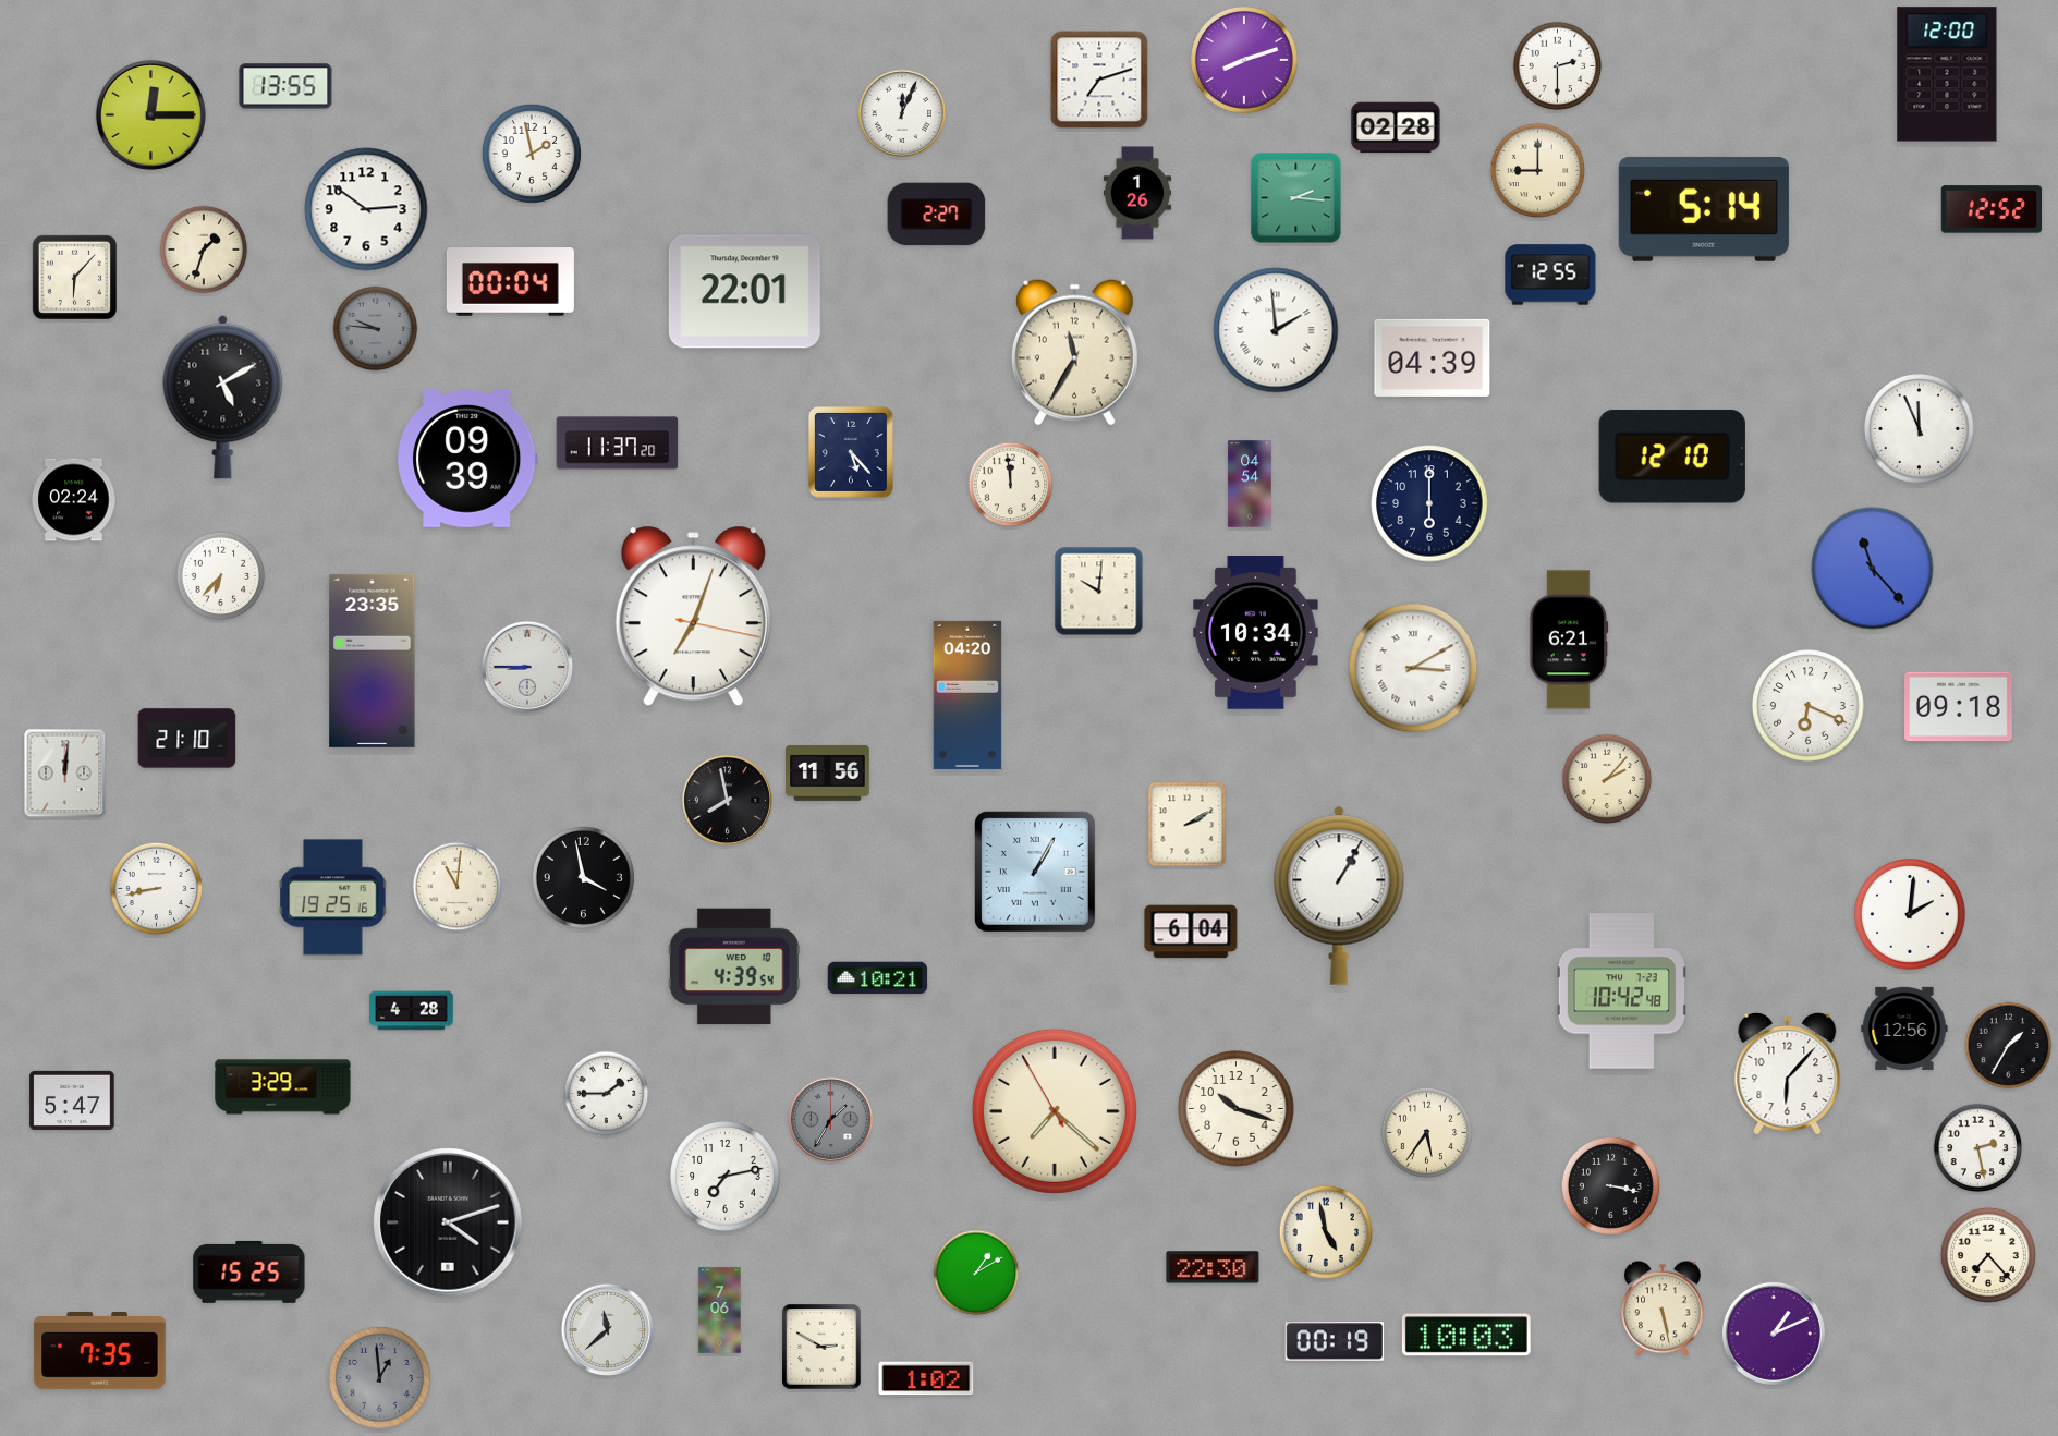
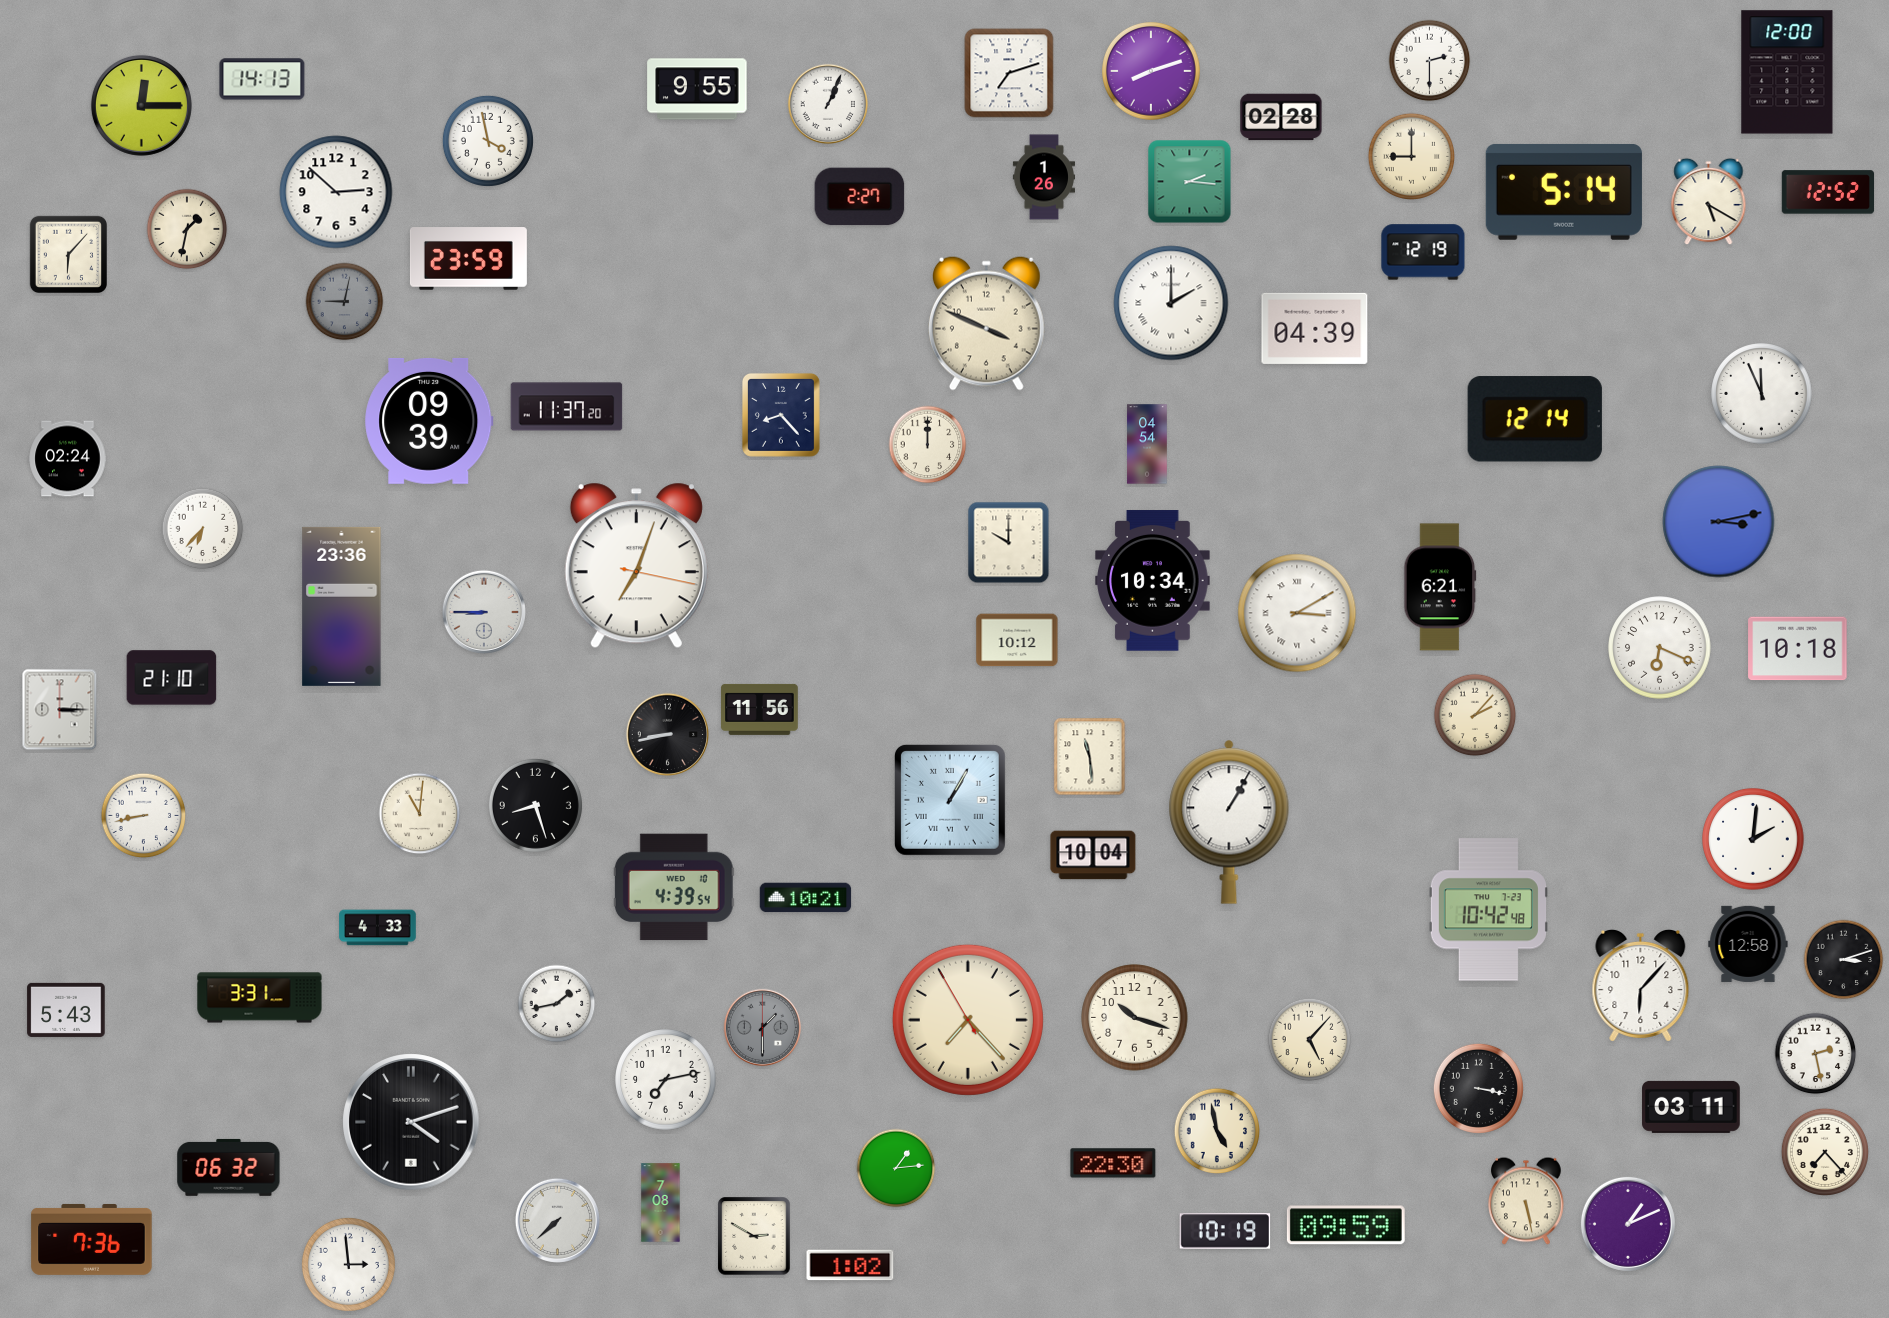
clock at (1245, 61) position: (1245, 61) -> (1152, 72)
clock at (1947, 74) position: (1947, 74) -> (1787, 72)
clock at (285, 86): 13:55 -> 14:13
clock at (697, 89): none -> 9:55
clock at (901, 112): 12:04 -> 1:04
clock at (150, 114) position: (150, 114) -> (141, 105)
clock at (532, 154): 1:58 -> 3:58
clock at (366, 209): 2:51 -> 2:52
clock at (1709, 202): none -> 5:20
clock at (204, 250): 1:33 -> 1:32
clock at (1550, 275): 12:55 -> 12:19
clock at (510, 282): 00:04 -> 23:59
clock at (744, 292): 22:01 -> none
clock at (376, 329): 9:46 -> 9:02
clock at (1276, 330): 1:59 -> 2:00
clock at (1074, 352): 11:35 -> 3:49
clock at (223, 397): 5:10 -> none
clock at (851, 452): 5:23 -> 8:23
clock at (1672, 457): 12:10 -> 12:14
clock at (1011, 485): 11:59 -> 12:00
clock at (1429, 503): 6:00 -> none
clock at (1873, 569): 11:23 -> 3:13
clock at (1099, 592): 10:01 -> 10:00
clock at (373, 660): 23:35 -> 23:36
clock at (967, 695): 04:20 -> none
clock at (1017, 640): none -> 10:12
clock at (1959, 707): 09:18 -> 10:18
clock at (65, 774): 12:01 -> 3:15
clock at (727, 800): 7:58 -> 8:43
clock at (1188, 825): 2:10 -> 11:29
clock at (583, 877): 3:58 -> 8:27
clock at (333, 898): 19:25 -> none
clock at (1191, 932): 6:04 -> 10:04
clock at (412, 1011): 4:28 -> 4:33
clock at (1904, 1029): 12:56 -> 12:58
clock at (2009, 1046): 1:35 -> 3:12
clock at (283, 1087): 3:29 -> 3:31
clock at (607, 1094): 1:45 -> 1:43
clock at (72, 1100): 5:47 -> 5:43
clock at (1055, 1111): 7:21 -> 7:22
clock at (831, 1120): 1:35 -> 1:30
clock at (1427, 1133): 5:36 -> 5:07
clock at (1691, 1107): none -> 03:11
clock at (249, 1271): 15:25 -> 06:32
clock at (976, 1273): 1:10 -> 1:14
clock at (720, 1311): 7:06 -> 7:08
clock at (607, 1329): 11:38 -> 7:38
clock at (1466, 1335): 10:03 -> 09:59
clock at (1335, 1341): 00:19 -> 10:19
clock at (100, 1350): 7:35 -> 7:36
clock at (379, 1377): 12:59 -> 2:59
clock at (379, 1377) dial: grey -> white
